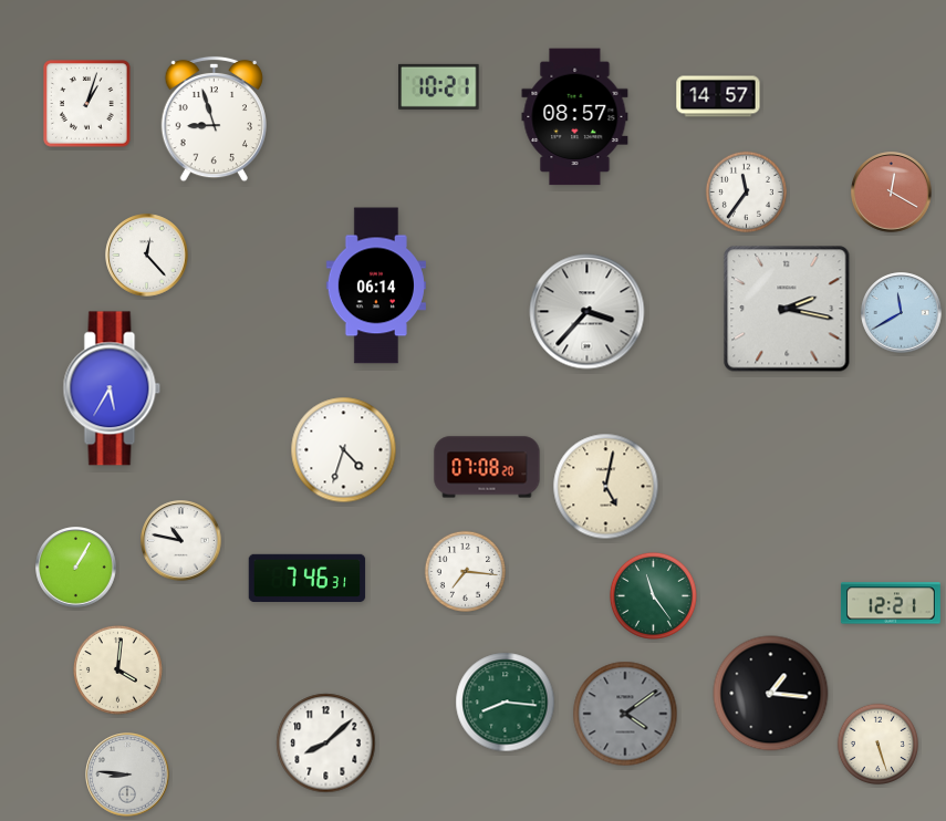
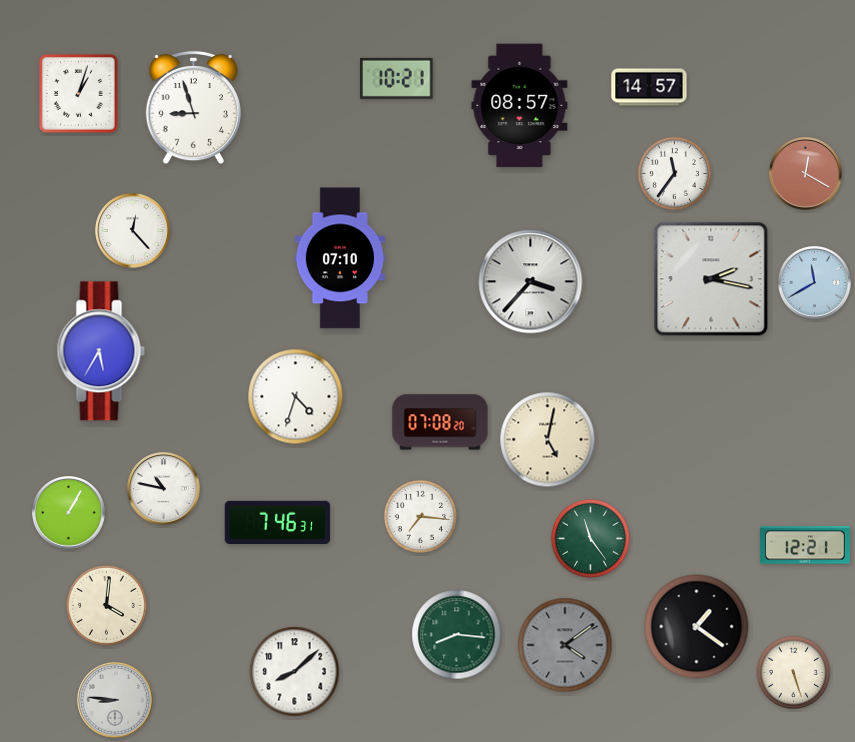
clock at (376, 285): 06:14 -> 07:10
clock at (344, 450) position: (344, 450) -> (296, 397)
clock at (771, 694): 1:16 -> 1:21
